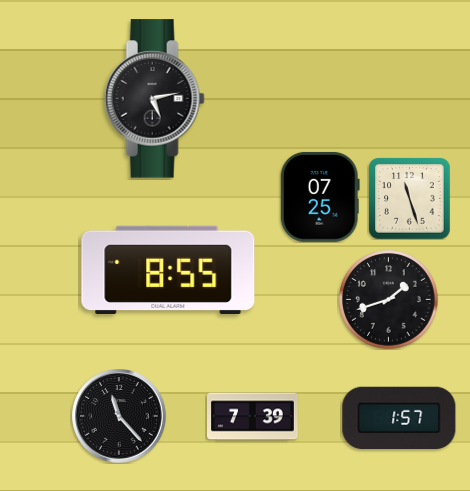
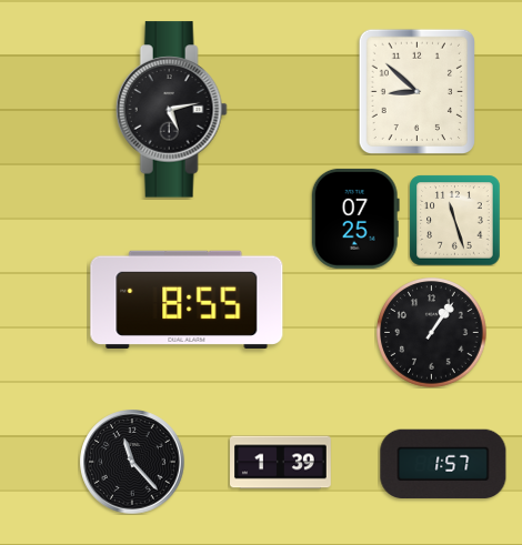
clock at (416, 91): none -> 8:52
clock at (389, 300): 1:42 -> 1:06
clock at (253, 417): 7:39 -> 1:39
